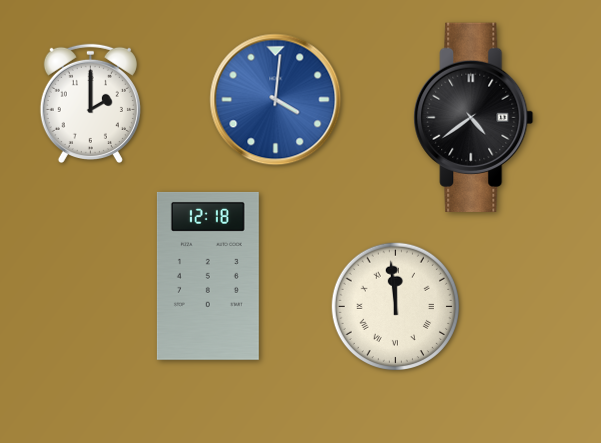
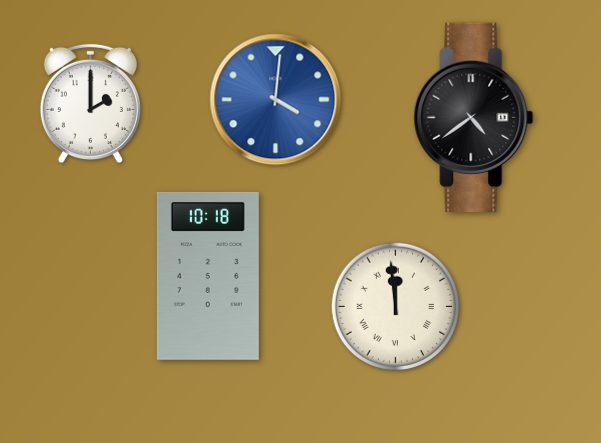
clock at (208, 276): 12:18 -> 10:18
